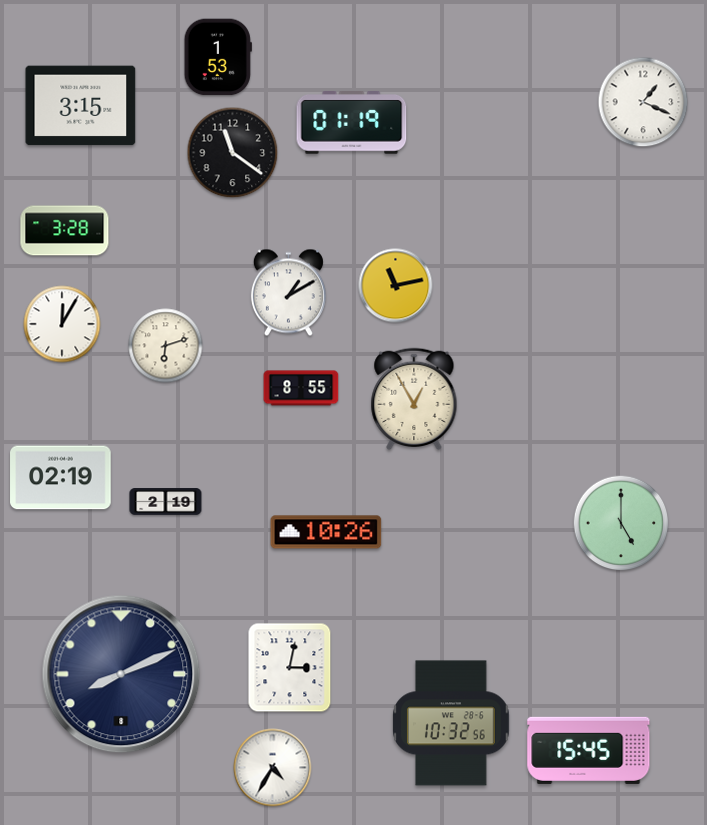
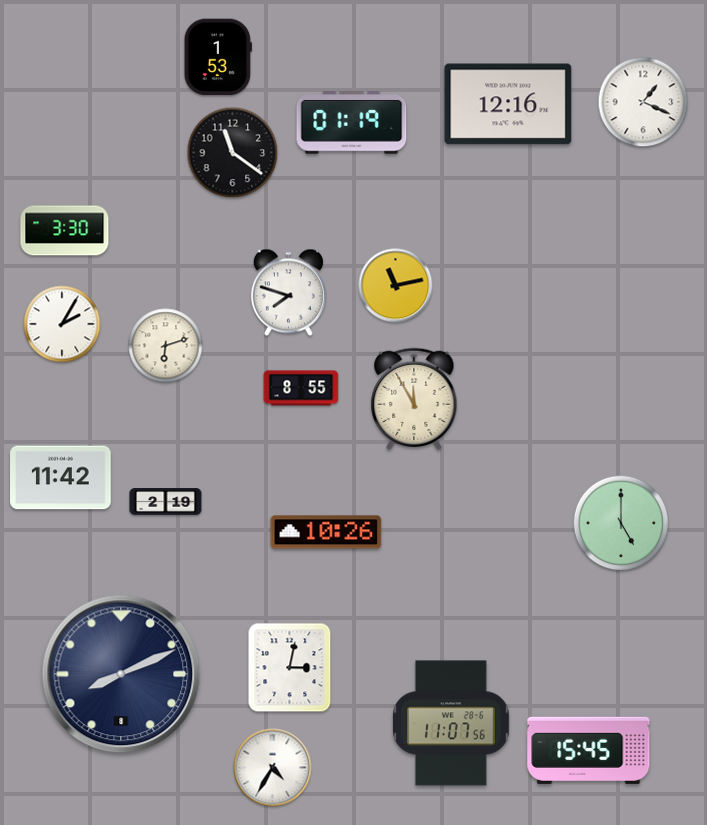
clock at (508, 104): none -> 12:16
clock at (81, 106): 3:15 -> none
clock at (65, 231): 3:28 -> 3:30
clock at (288, 293): 1:10 -> 7:48
clock at (62, 324): 12:05 -> 2:05
clock at (414, 398): 12:55 -> 11:55
clock at (61, 478): 02:19 -> 11:42
clock at (451, 723): 10:32 -> 11:07
